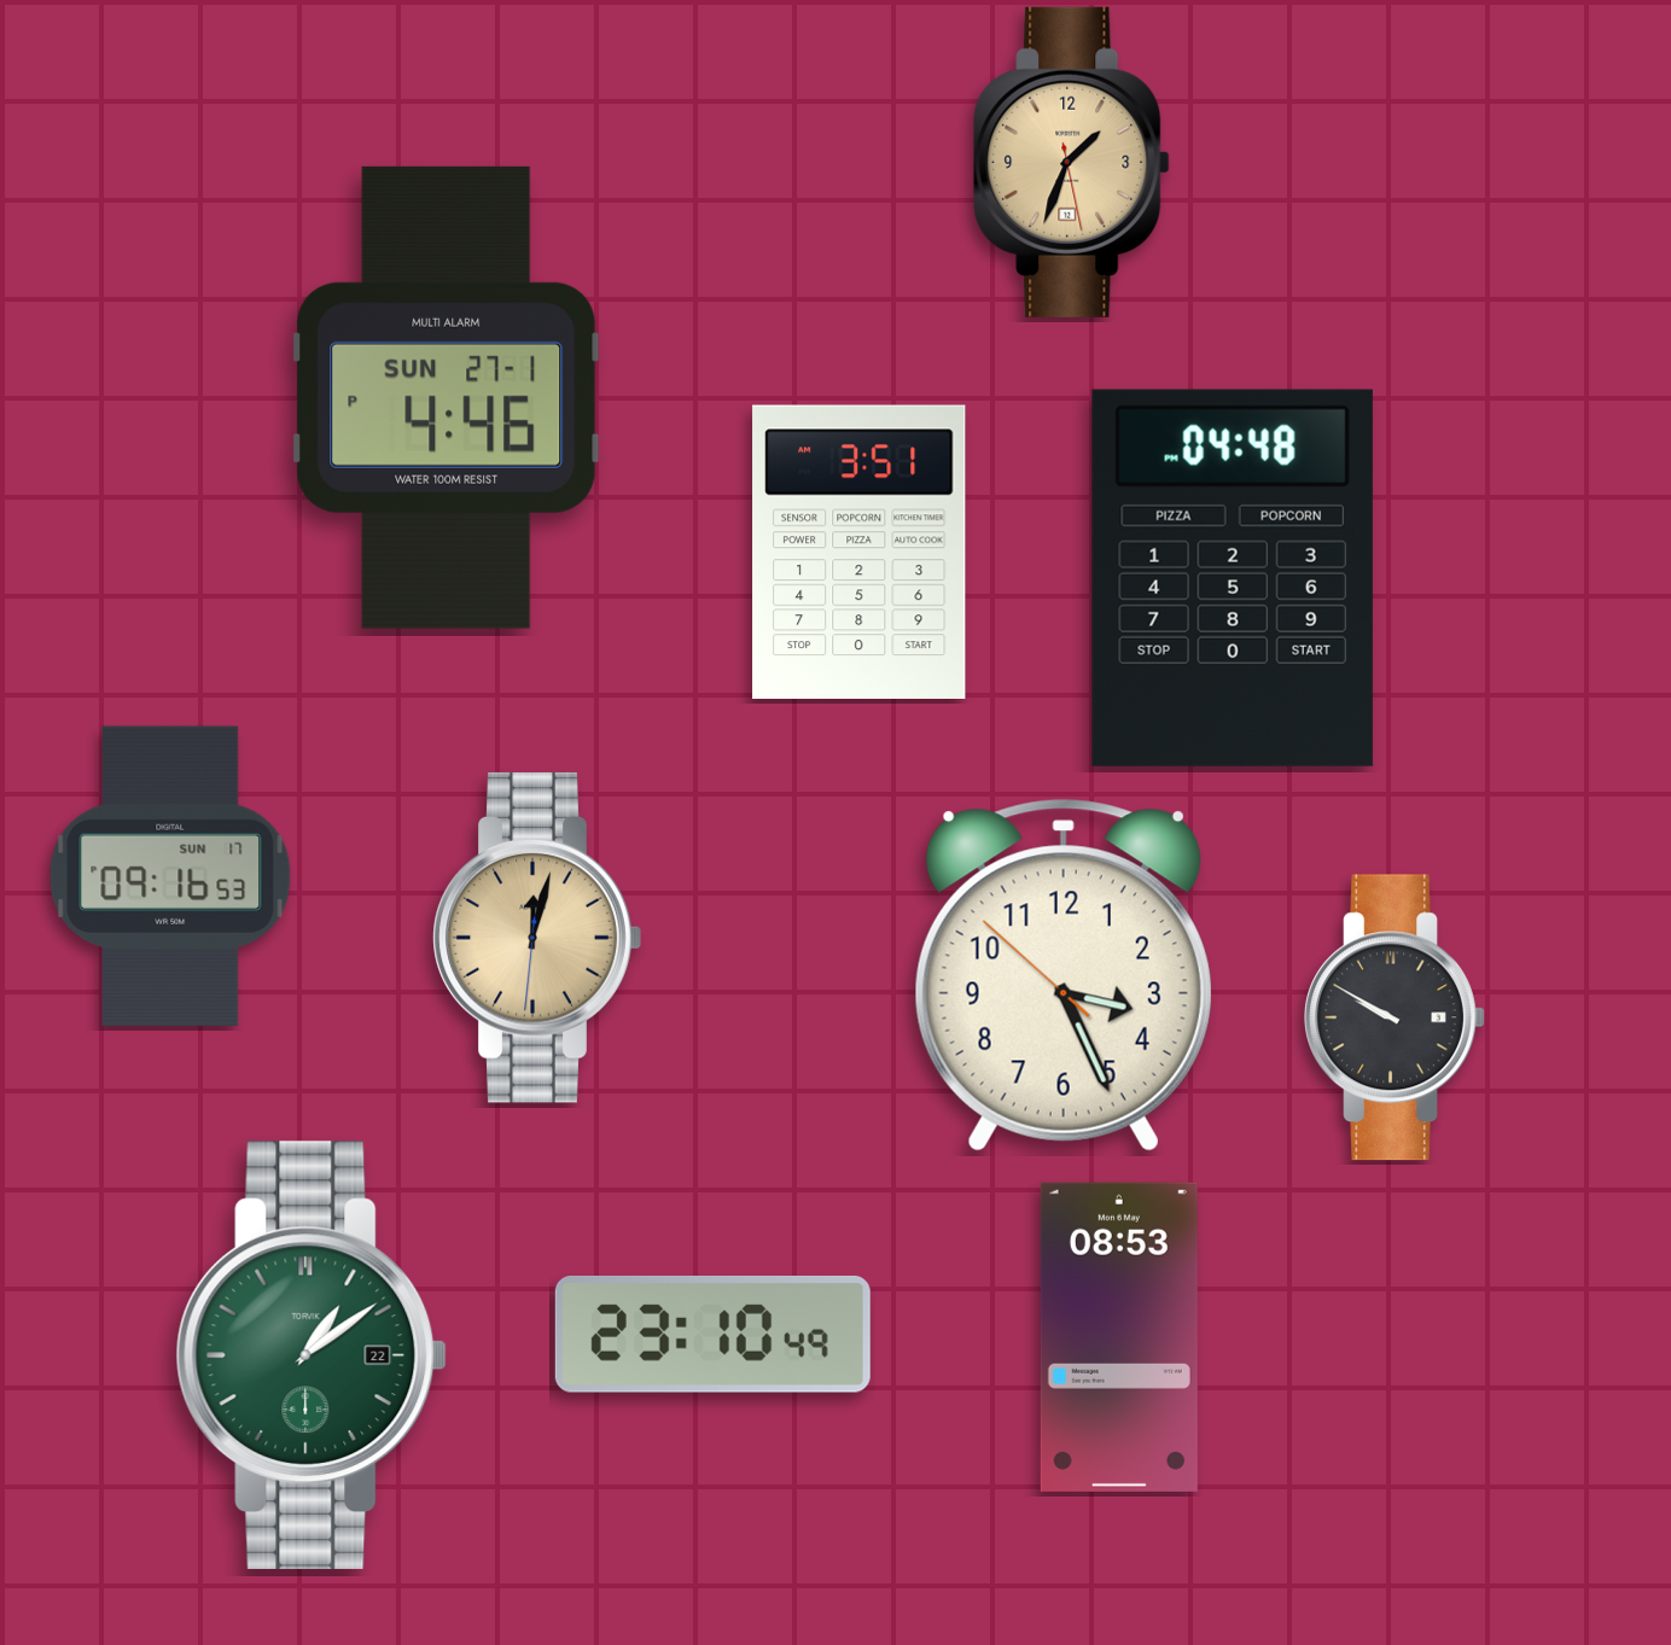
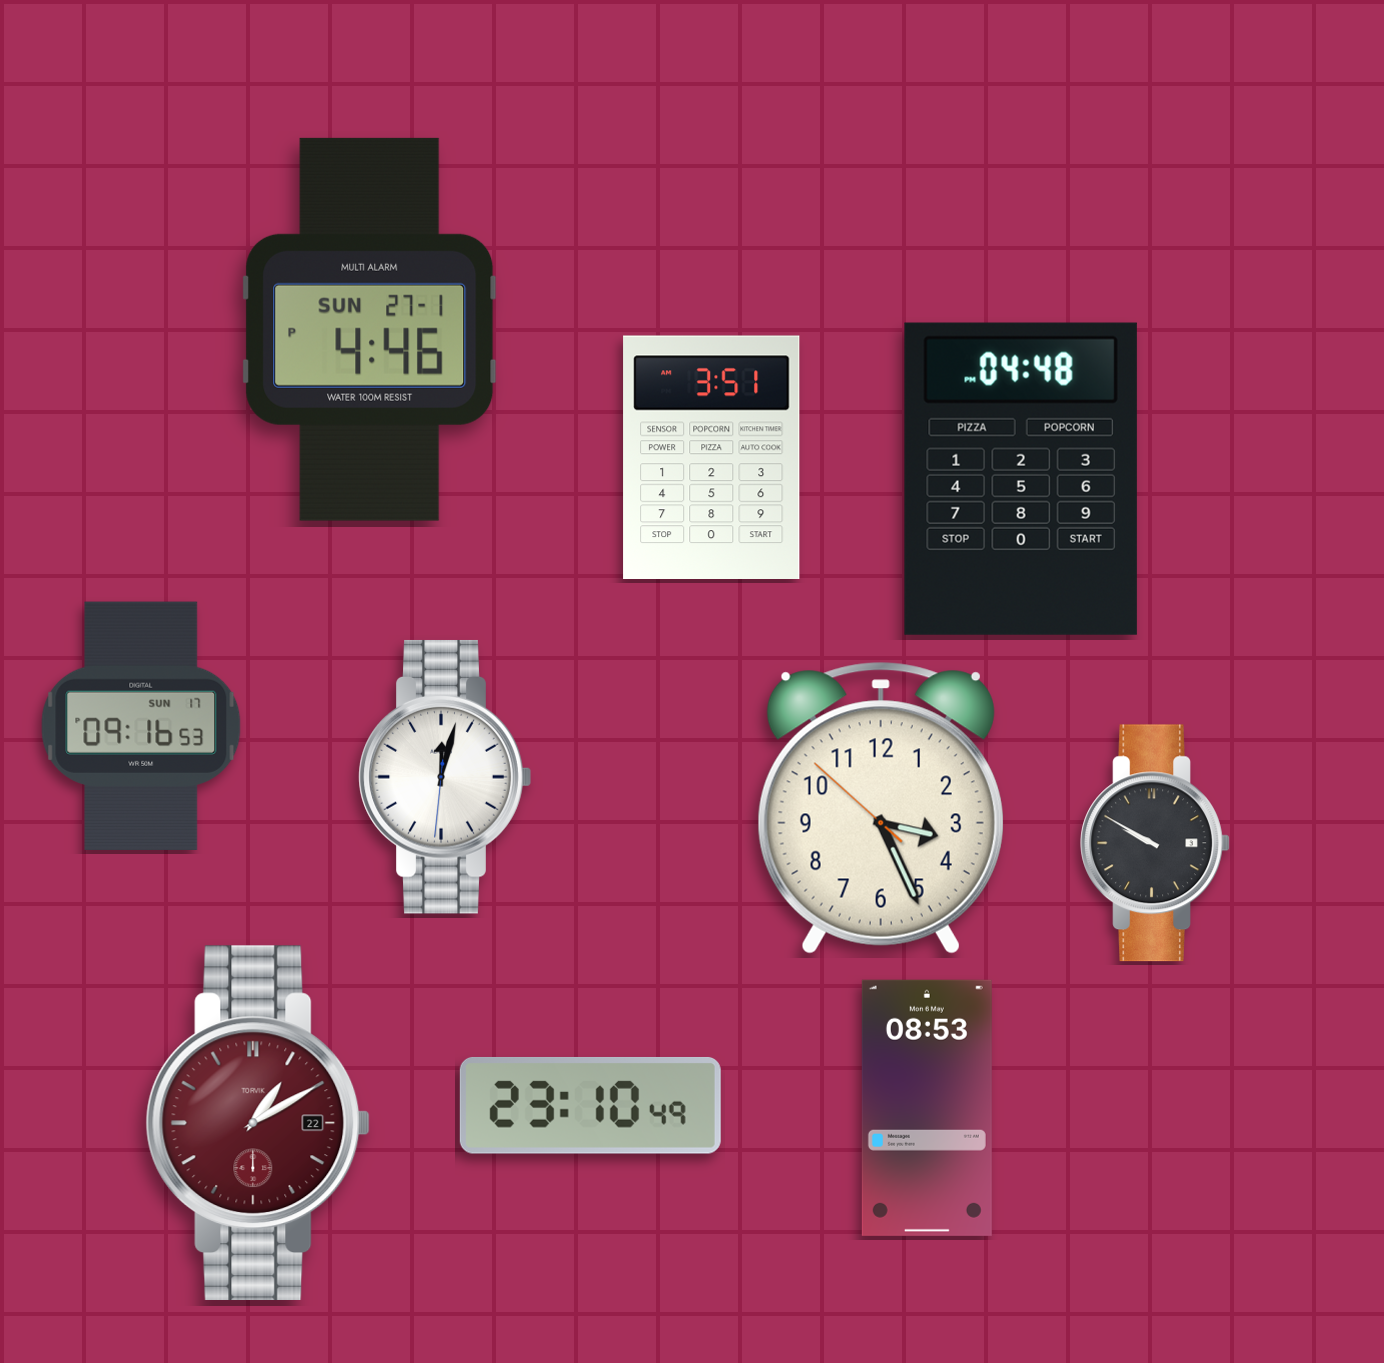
clock at (1072, 162): 1:33 -> none
clock at (537, 938) dial: champagne -> white
clock at (312, 1354): 1:09 -> 1:10
clock at (312, 1354) dial: green -> burgundy
